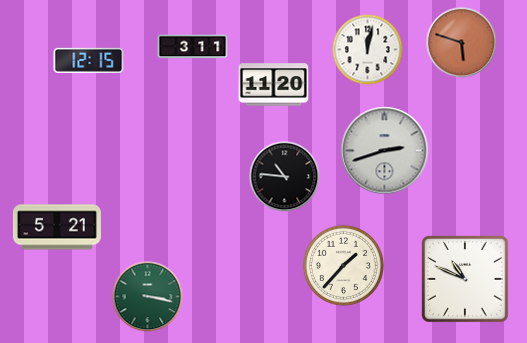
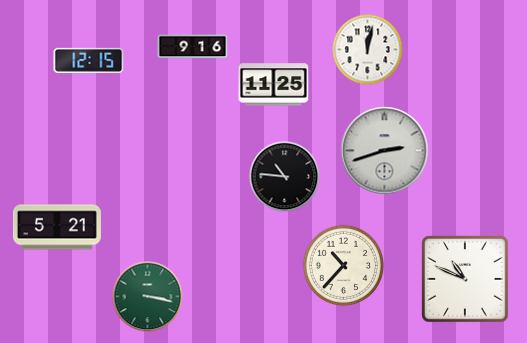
clock at (462, 43): 5:48 -> none
clock at (193, 47): 3:11 -> 9:16
clock at (274, 85): 11:20 -> 11:25
clock at (343, 265): 1:37 -> 10:37
